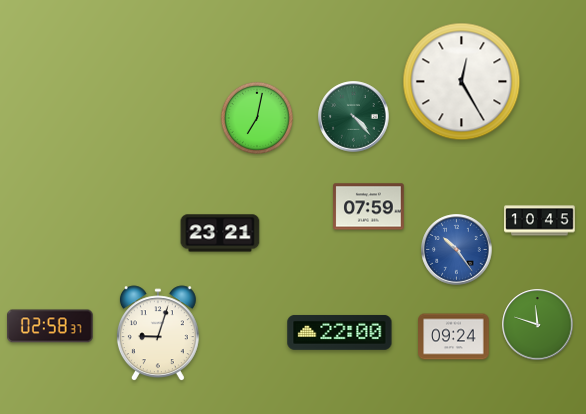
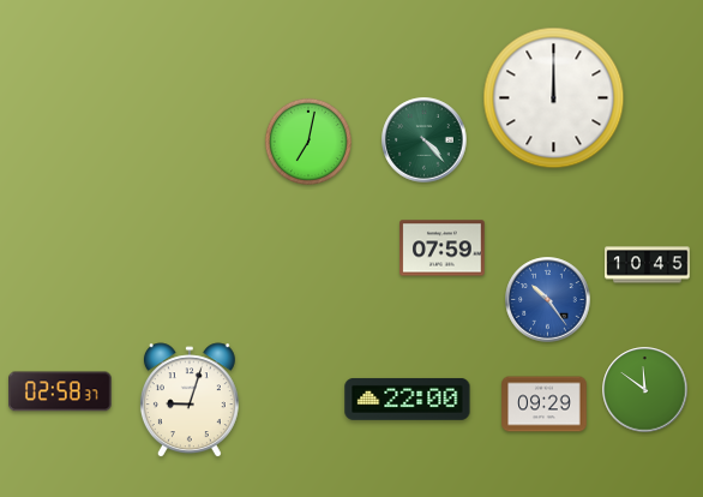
clock at (462, 82): 12:25 -> 12:00
clock at (220, 233): 23:21 -> none
clock at (538, 325): 11:48 -> 11:51
clock at (454, 337): 09:24 -> 09:29
